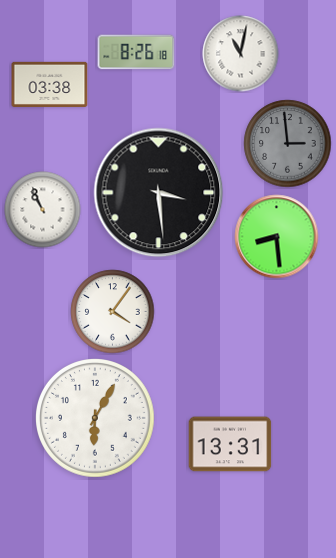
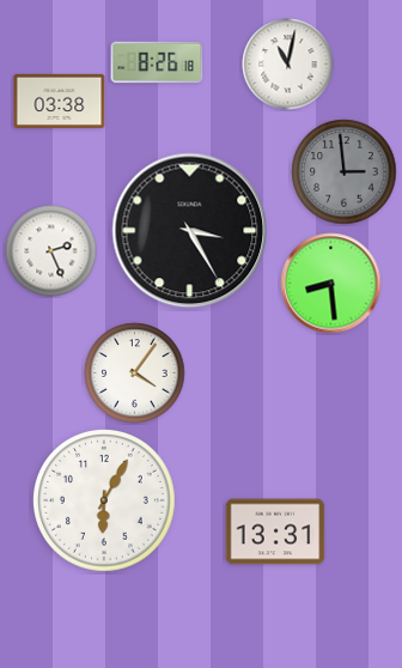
clock at (136, 52) position: (136, 52) -> (157, 62)
clock at (159, 193): 3:29 -> 3:25
clock at (43, 210): 10:56 -> 2:26
clock at (96, 419) position: (96, 419) -> (105, 502)
